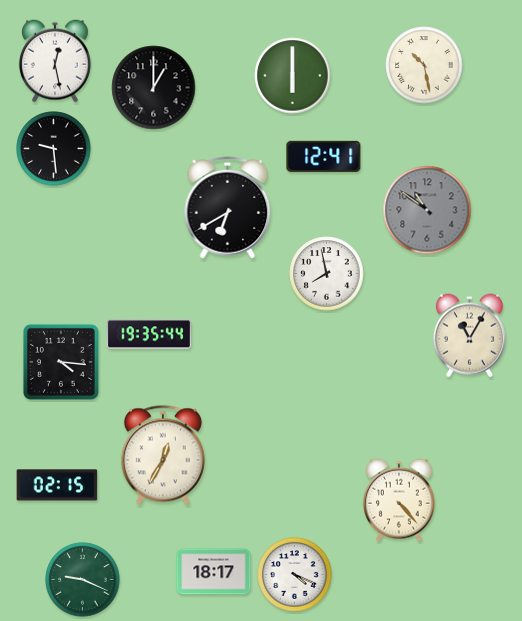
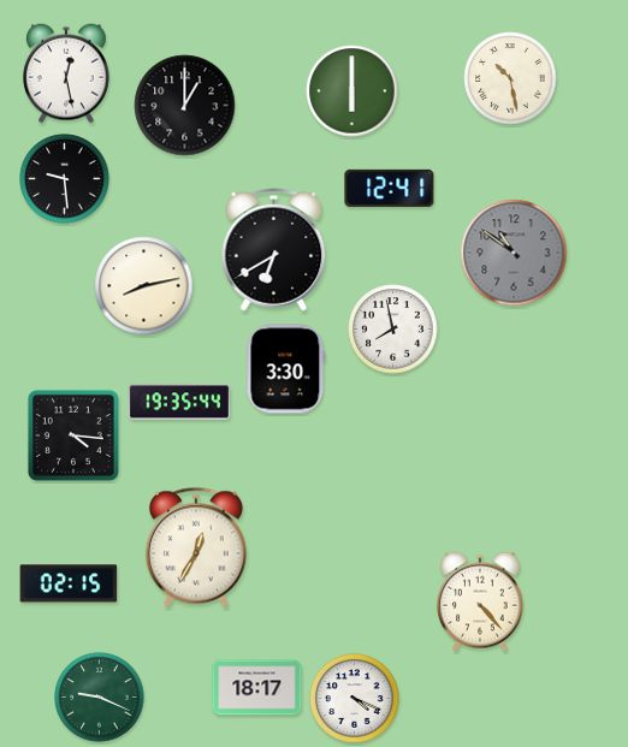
clock at (144, 286): none -> 8:13
clock at (286, 369): none -> 3:30
clock at (469, 336): 11:05 -> none
clock at (295, 575) position: (295, 575) -> (355, 699)
